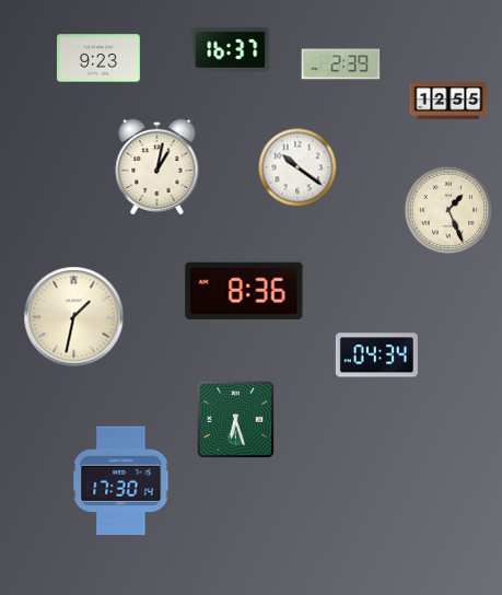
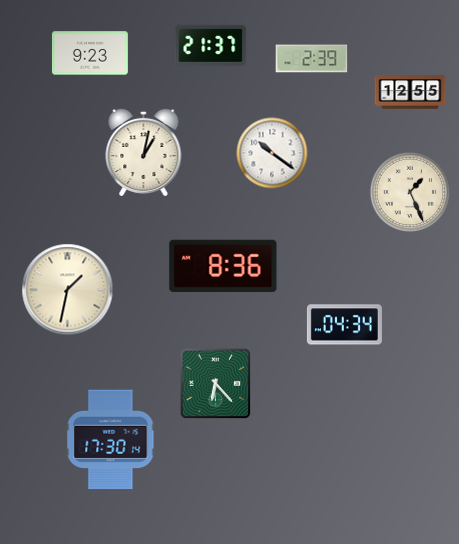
clock at (231, 49): 16:37 -> 21:37
clock at (236, 420): 6:27 -> 6:23
